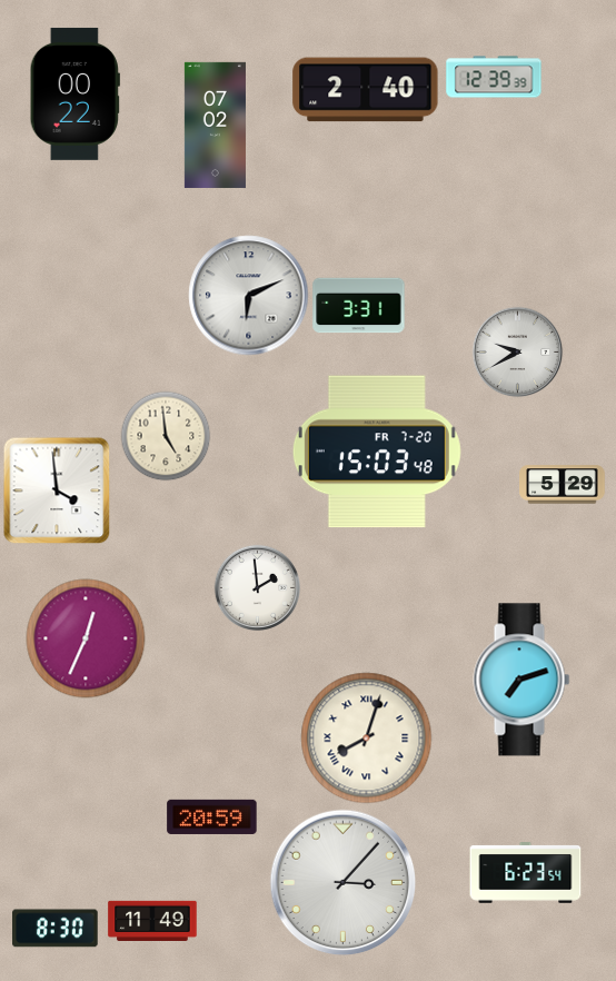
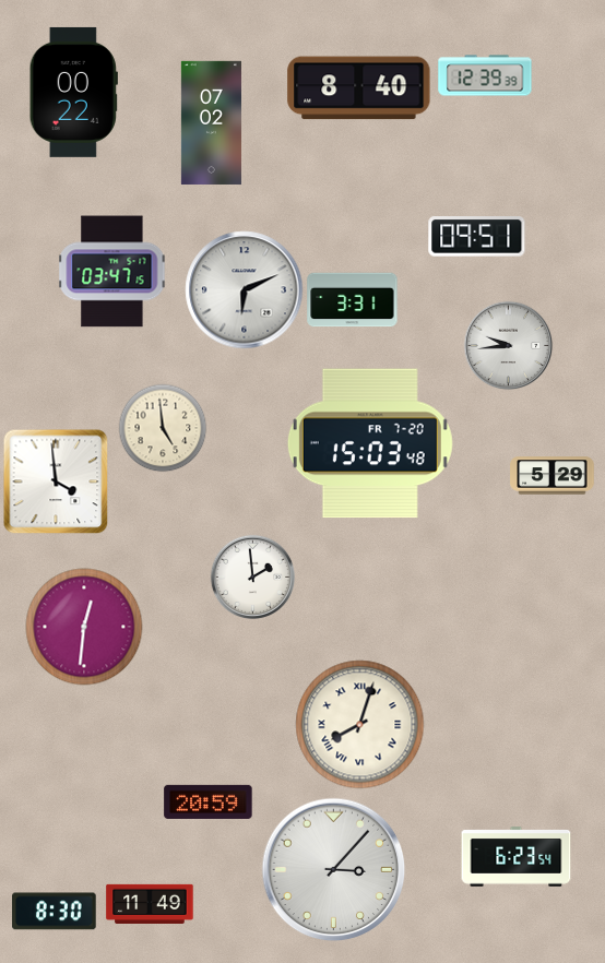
clock at (366, 90): 2:40 -> 8:40
clock at (477, 237): none -> 09:51
clock at (112, 272): none -> 03:47
clock at (517, 351): 9:40 -> 9:44
clock at (86, 638): 12:34 -> 12:31
clock at (521, 680): 7:12 -> none
clock at (344, 883) position: (344, 883) -> (334, 870)
